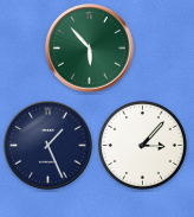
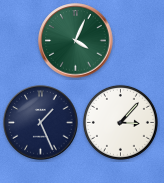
clock at (90, 49): 5:53 -> 4:04
